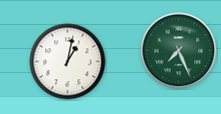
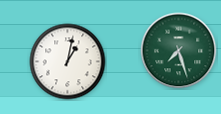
clock at (179, 51): 7:26 -> 7:27
